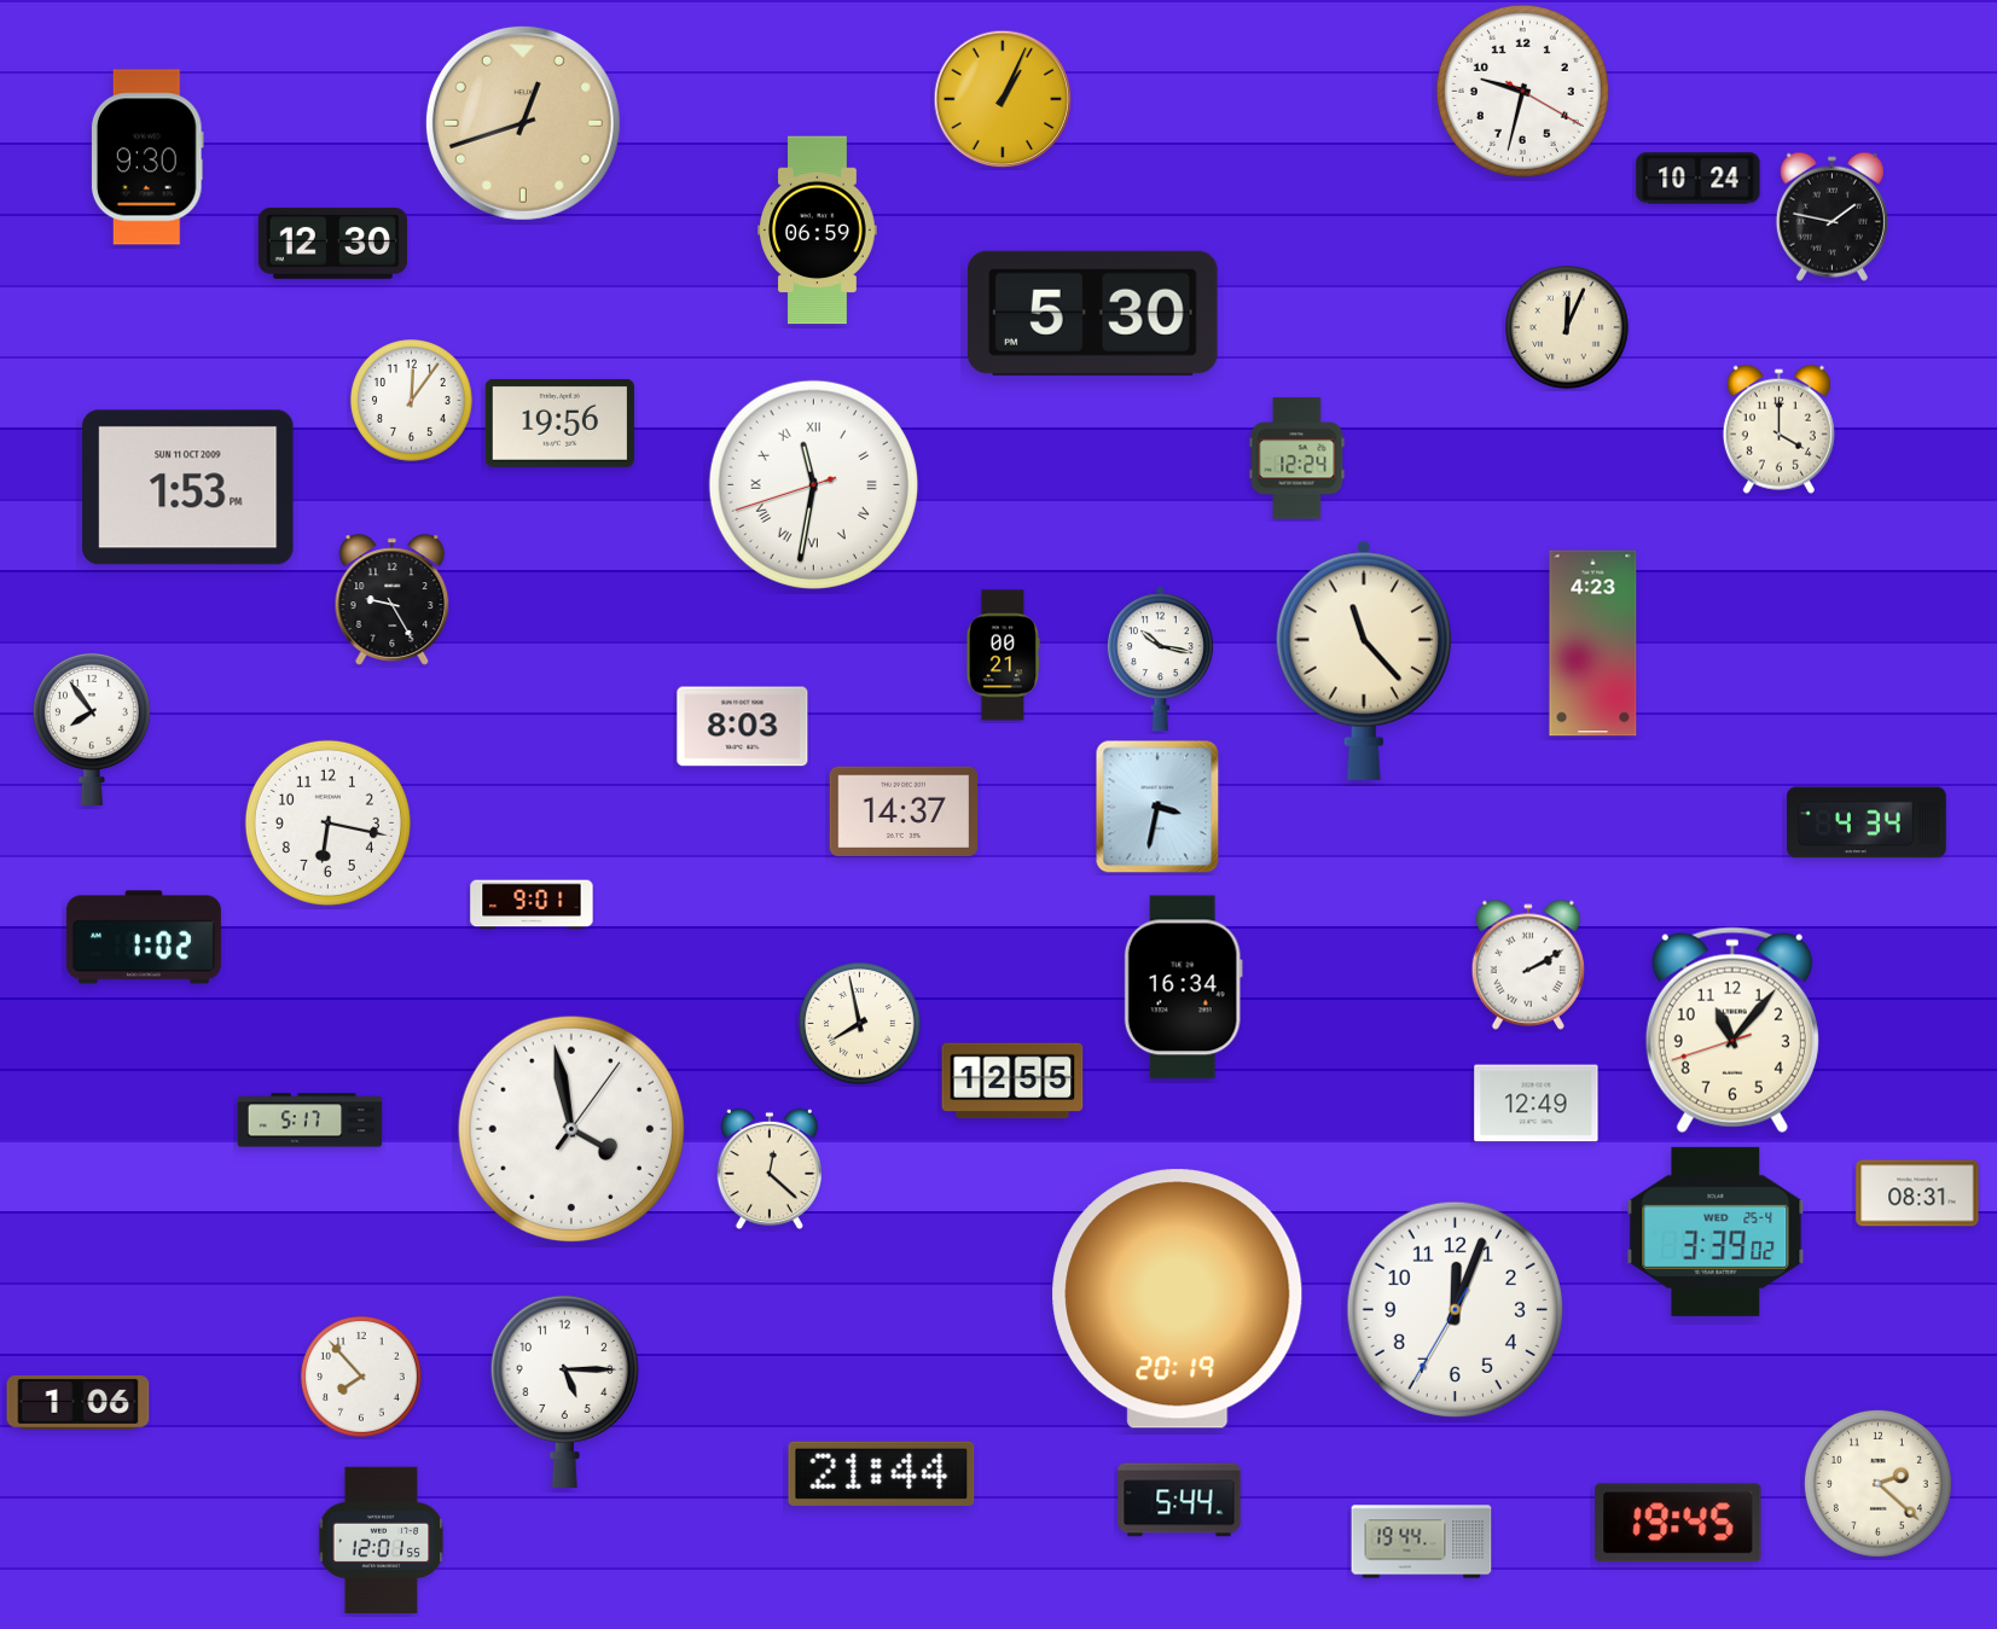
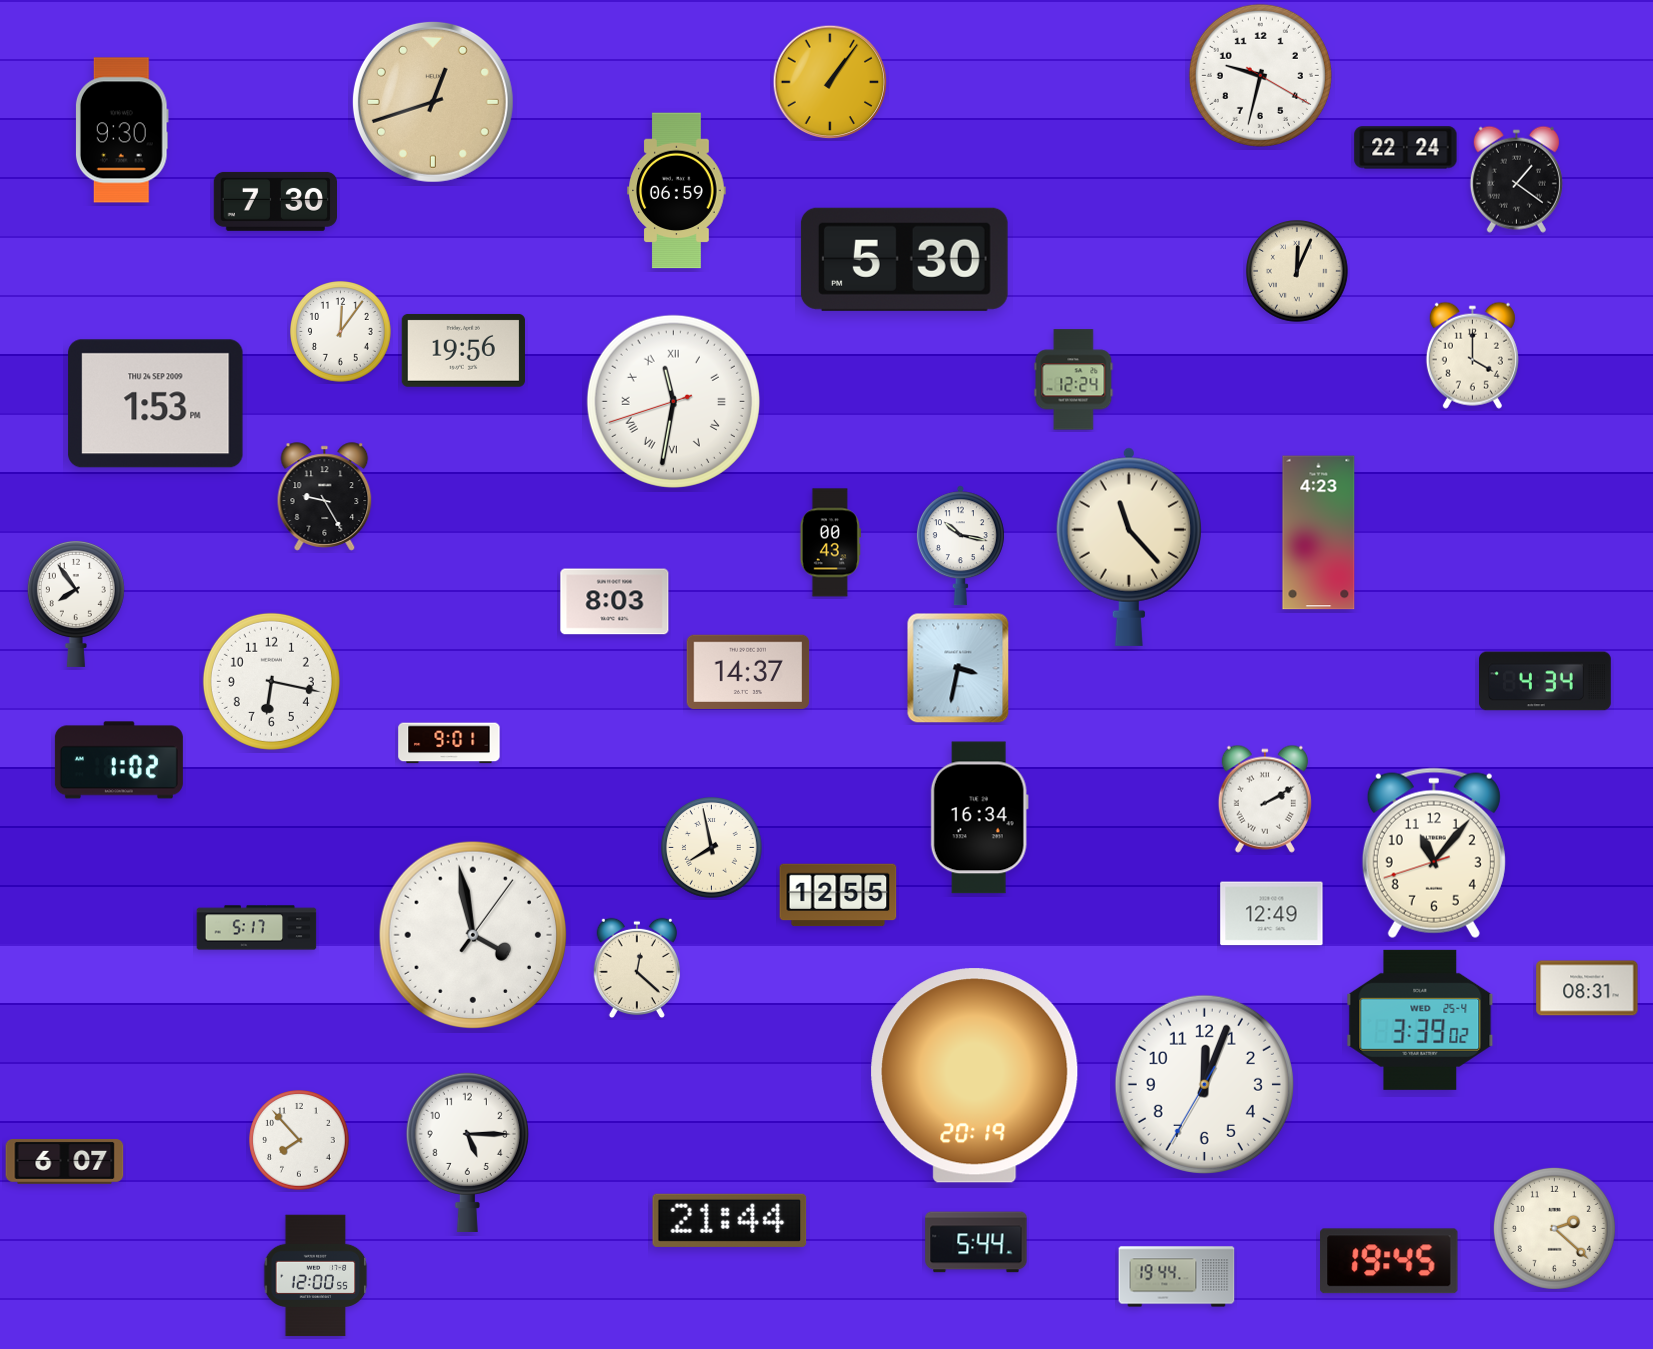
clock at (1003, 99): 1:04 -> 1:06
clock at (1699, 179): 10:24 -> 22:24
clock at (1831, 216): 1:47 -> 1:21
clock at (332, 243): 12:30 -> 7:30
clock at (188, 488) date: SUN 11 OCT 2009 -> THU 24 SEP 2009
clock at (1003, 656): 00:21 -> 00:43
clock at (532, 904) position: (532, 904) -> (449, 743)
clock at (144, 937) position: (144, 937) -> (119, 760)
clock at (79, 1403): 1:06 -> 6:07
clock at (382, 1541): 12:01 -> 12:00
